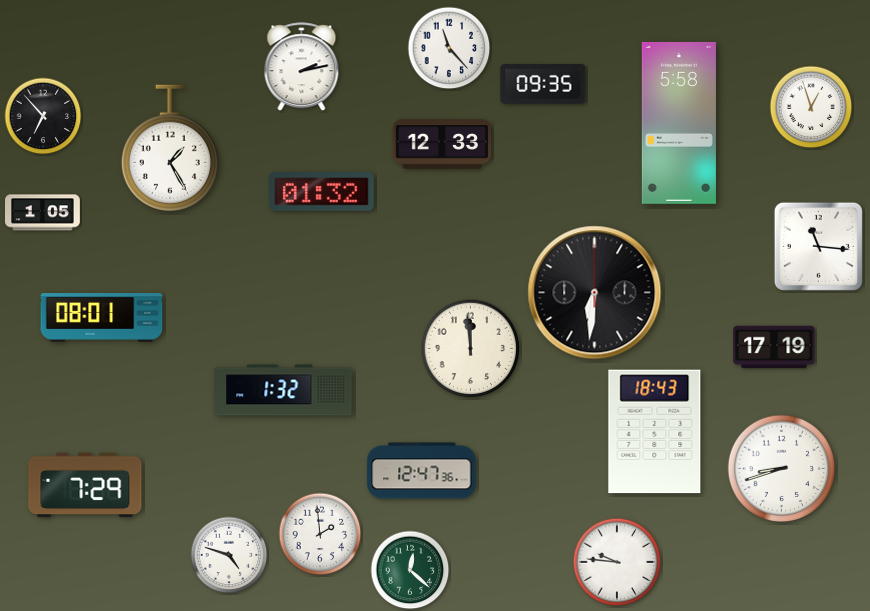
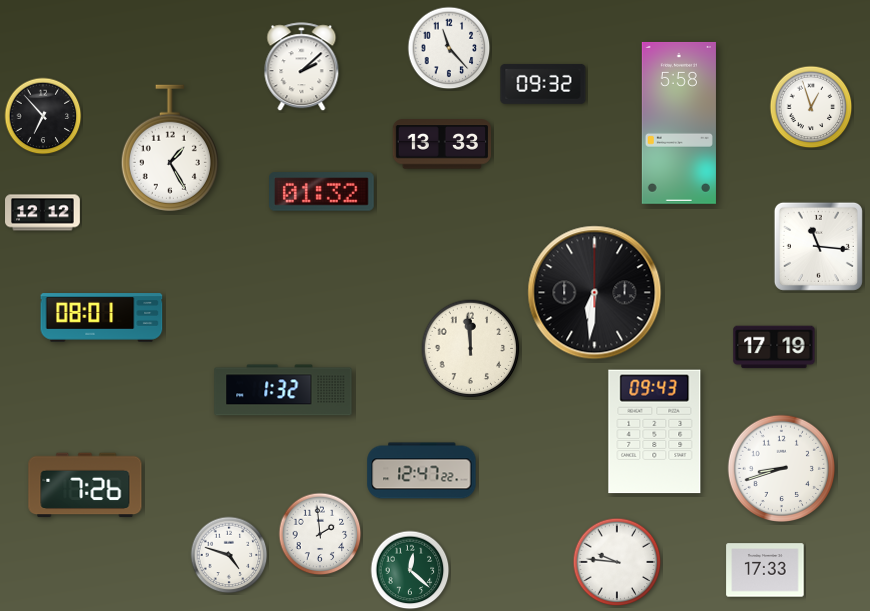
clock at (302, 67): 2:13 -> 2:08
clock at (543, 84): 09:35 -> 09:32
clock at (441, 144): 12:33 -> 13:33
clock at (43, 213): 1:05 -> 12:12
clock at (655, 432): 18:43 -> 09:43
clock at (422, 471): 12:47:36 -> 12:47:22
clock at (85, 485): 7:29 -> 7:26
clock at (765, 570): none -> 17:33
